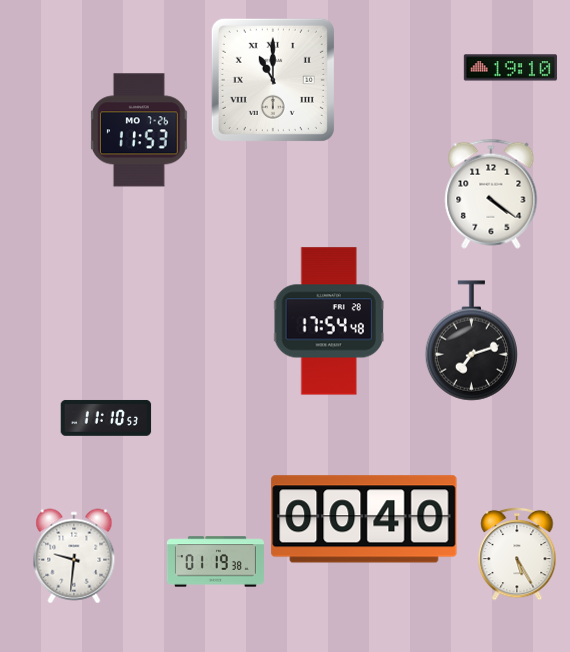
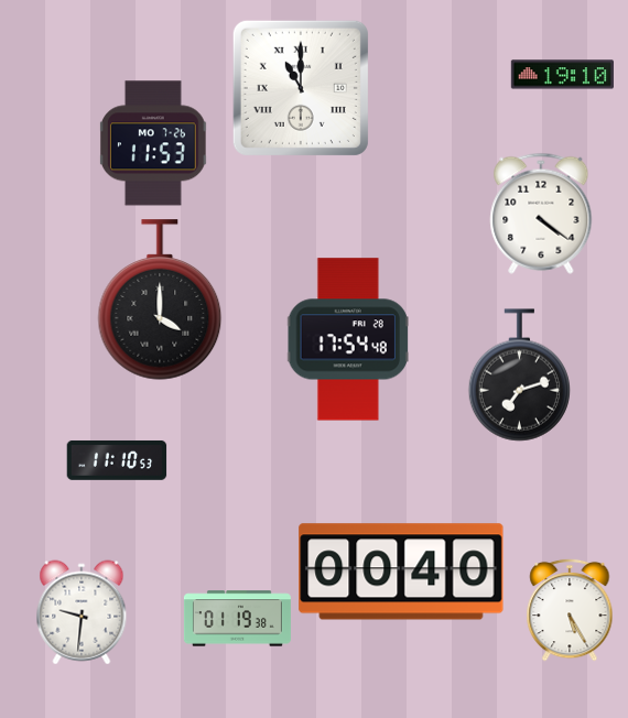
clock at (160, 300): none -> 4:00
clock at (329, 321) position: (329, 321) -> (348, 339)
